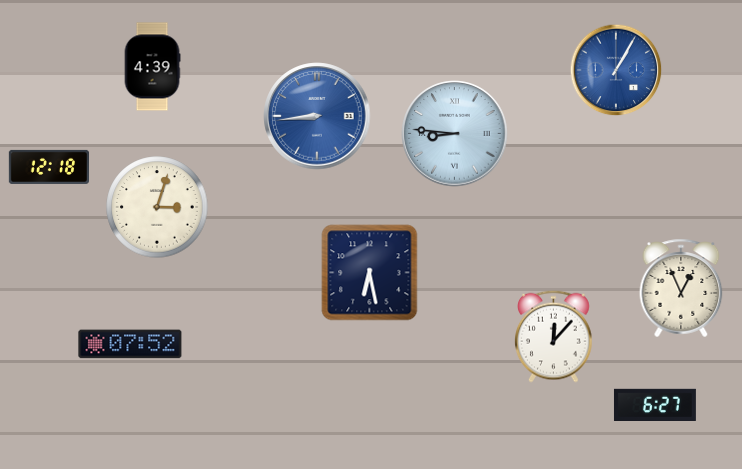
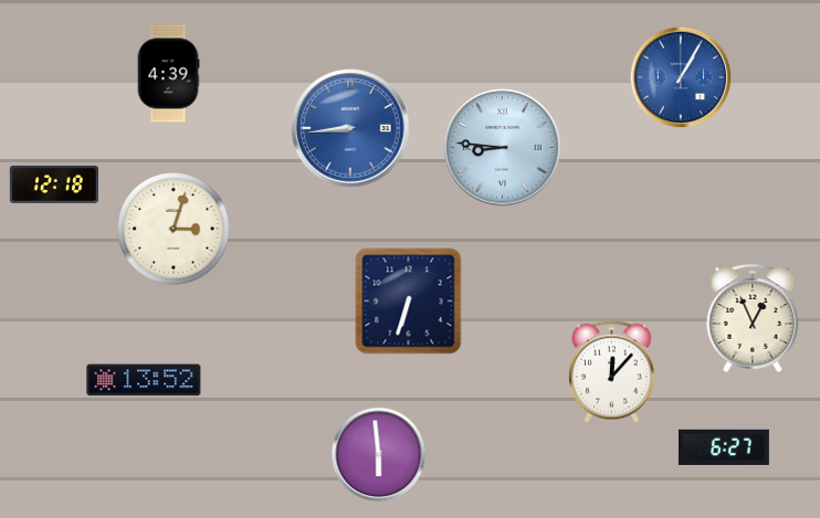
clock at (370, 273): 6:28 -> 6:33
clock at (130, 344): 07:52 -> 13:52
clock at (379, 455): none -> 5:59
